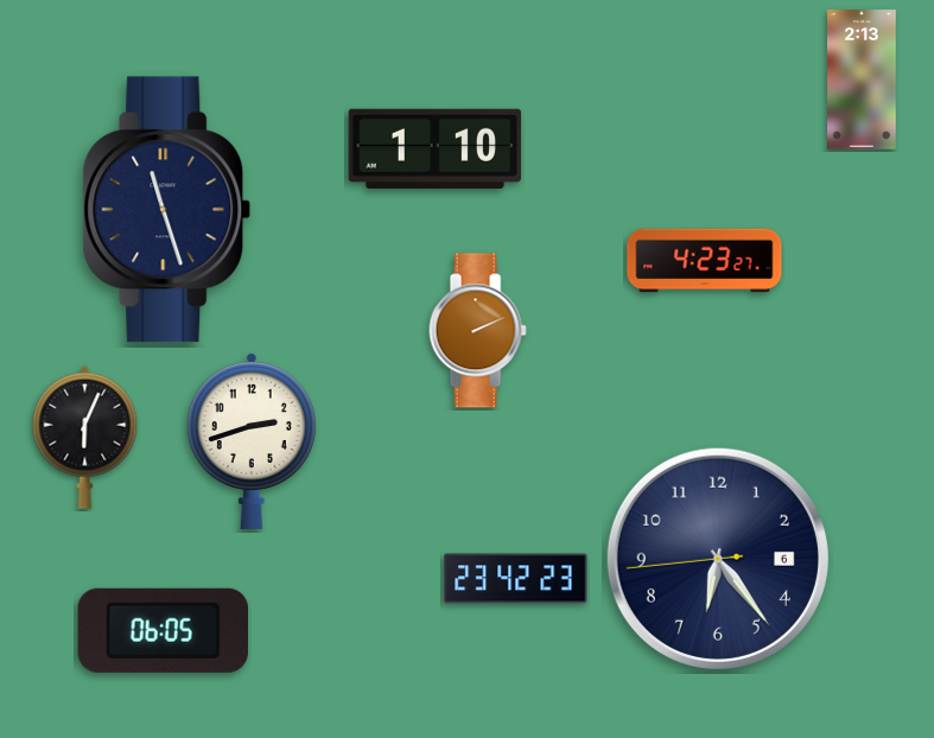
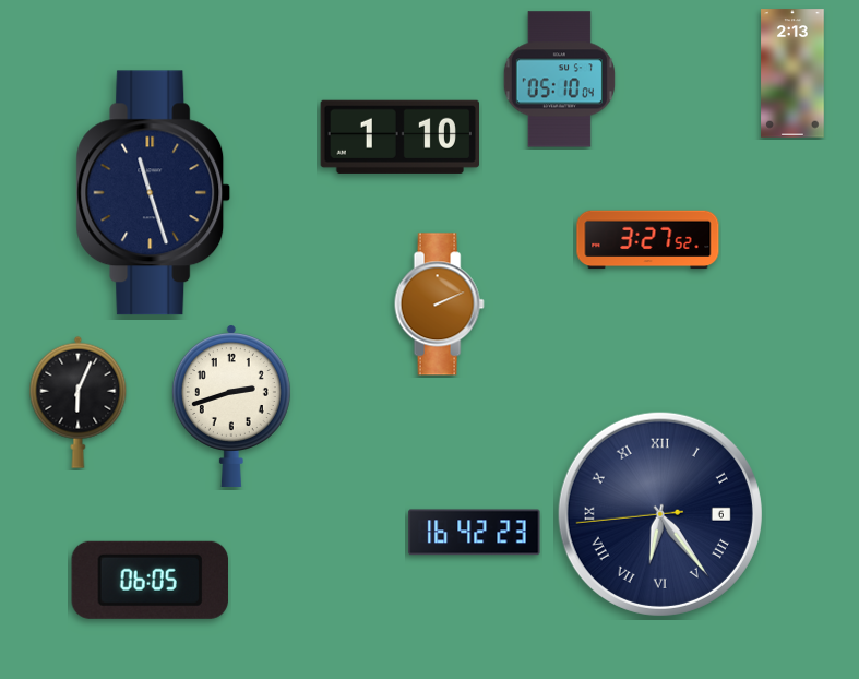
clock at (559, 80): none -> 05:10
clock at (705, 261): 4:23 -> 3:27
clock at (718, 559) numerals: Arabic -> Roman
clock at (516, 579): 23:42 -> 16:42
